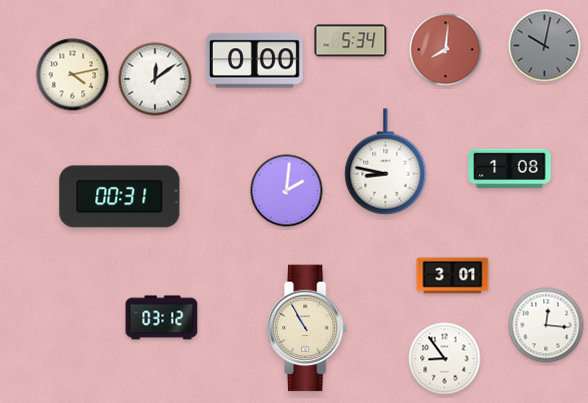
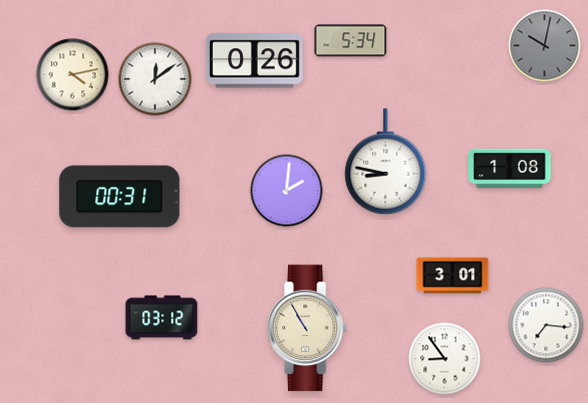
clock at (446, 50): 8:01 -> none
clock at (254, 61): 0:00 -> 0:26
clock at (546, 325): 12:16 -> 7:16
